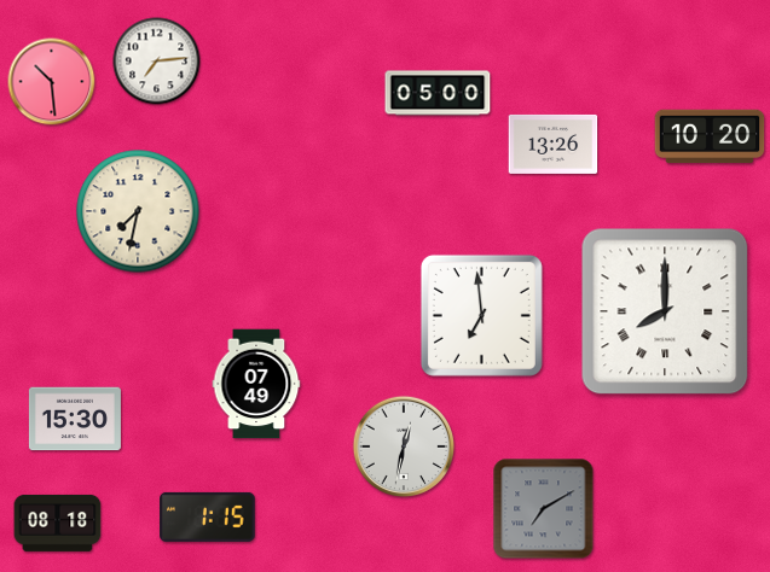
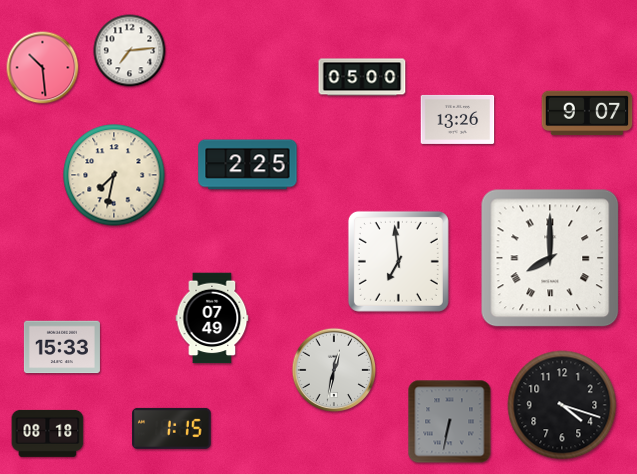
clock at (710, 136): 10:20 -> 9:07
clock at (248, 165): none -> 2:25
clock at (75, 419): 15:30 -> 15:33
clock at (562, 405): none -> 4:18
clock at (544, 509): 7:10 -> 6:32
